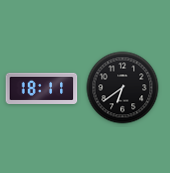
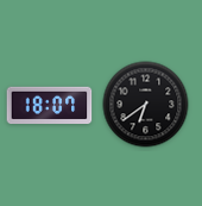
clock at (42, 88): 18:11 -> 18:07
